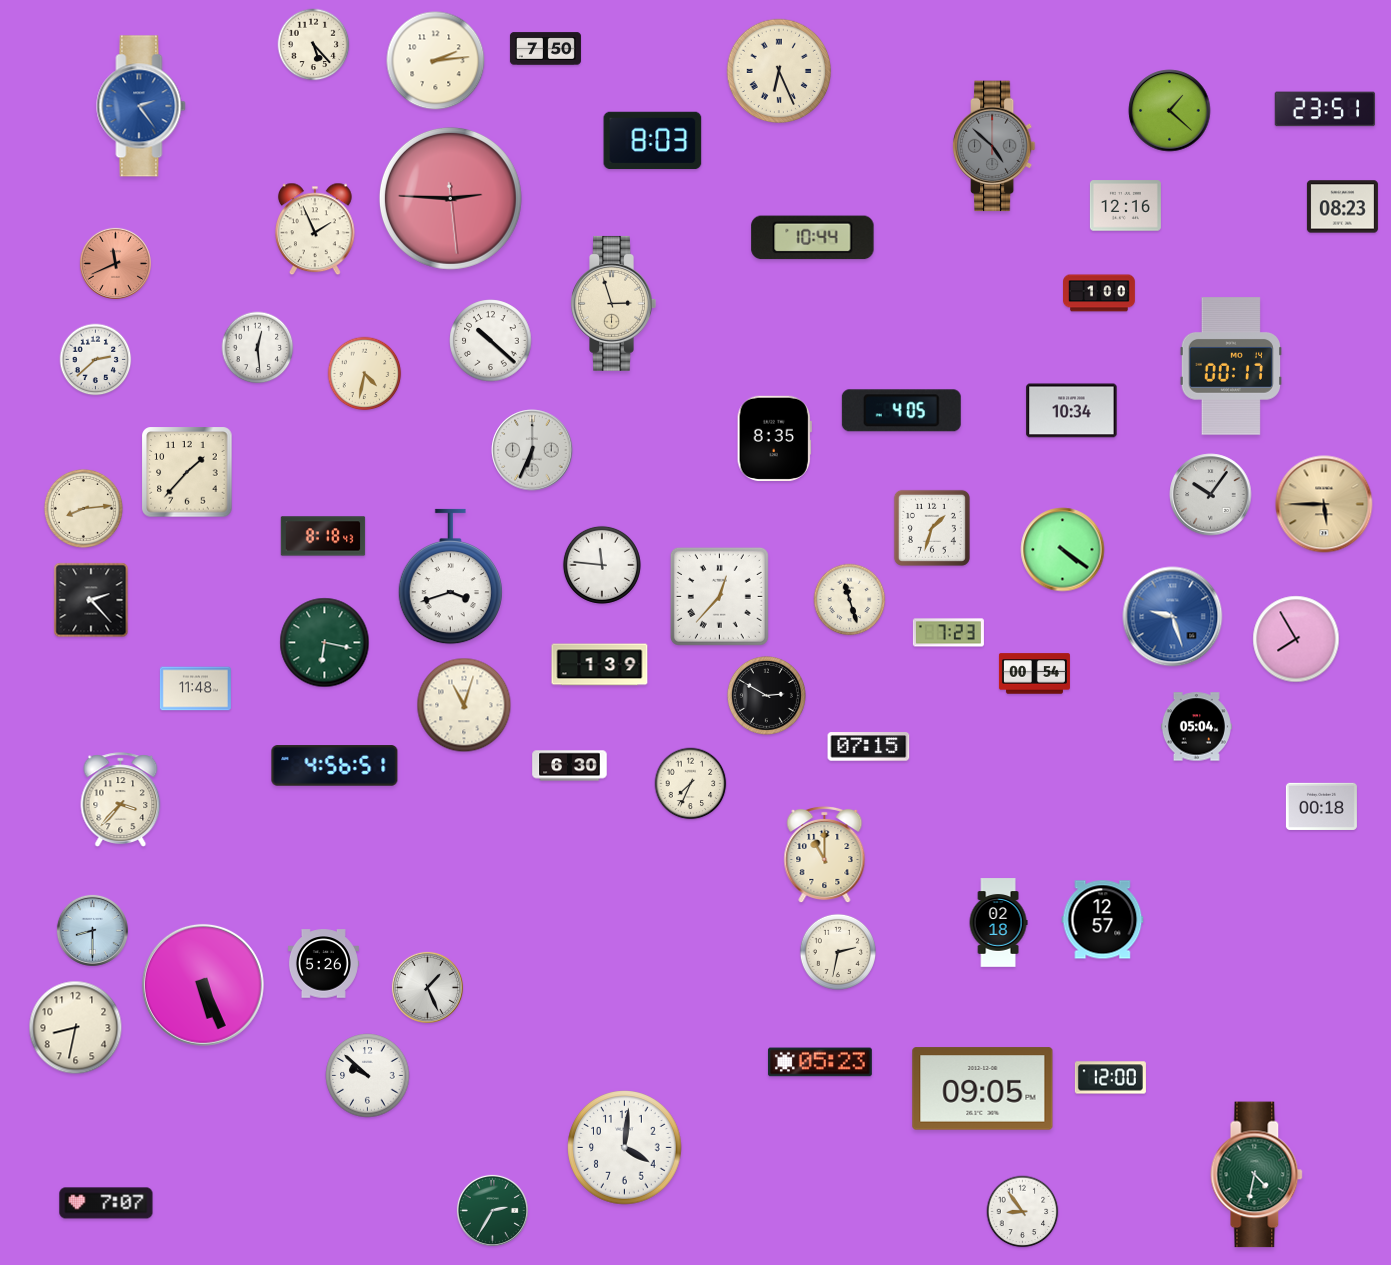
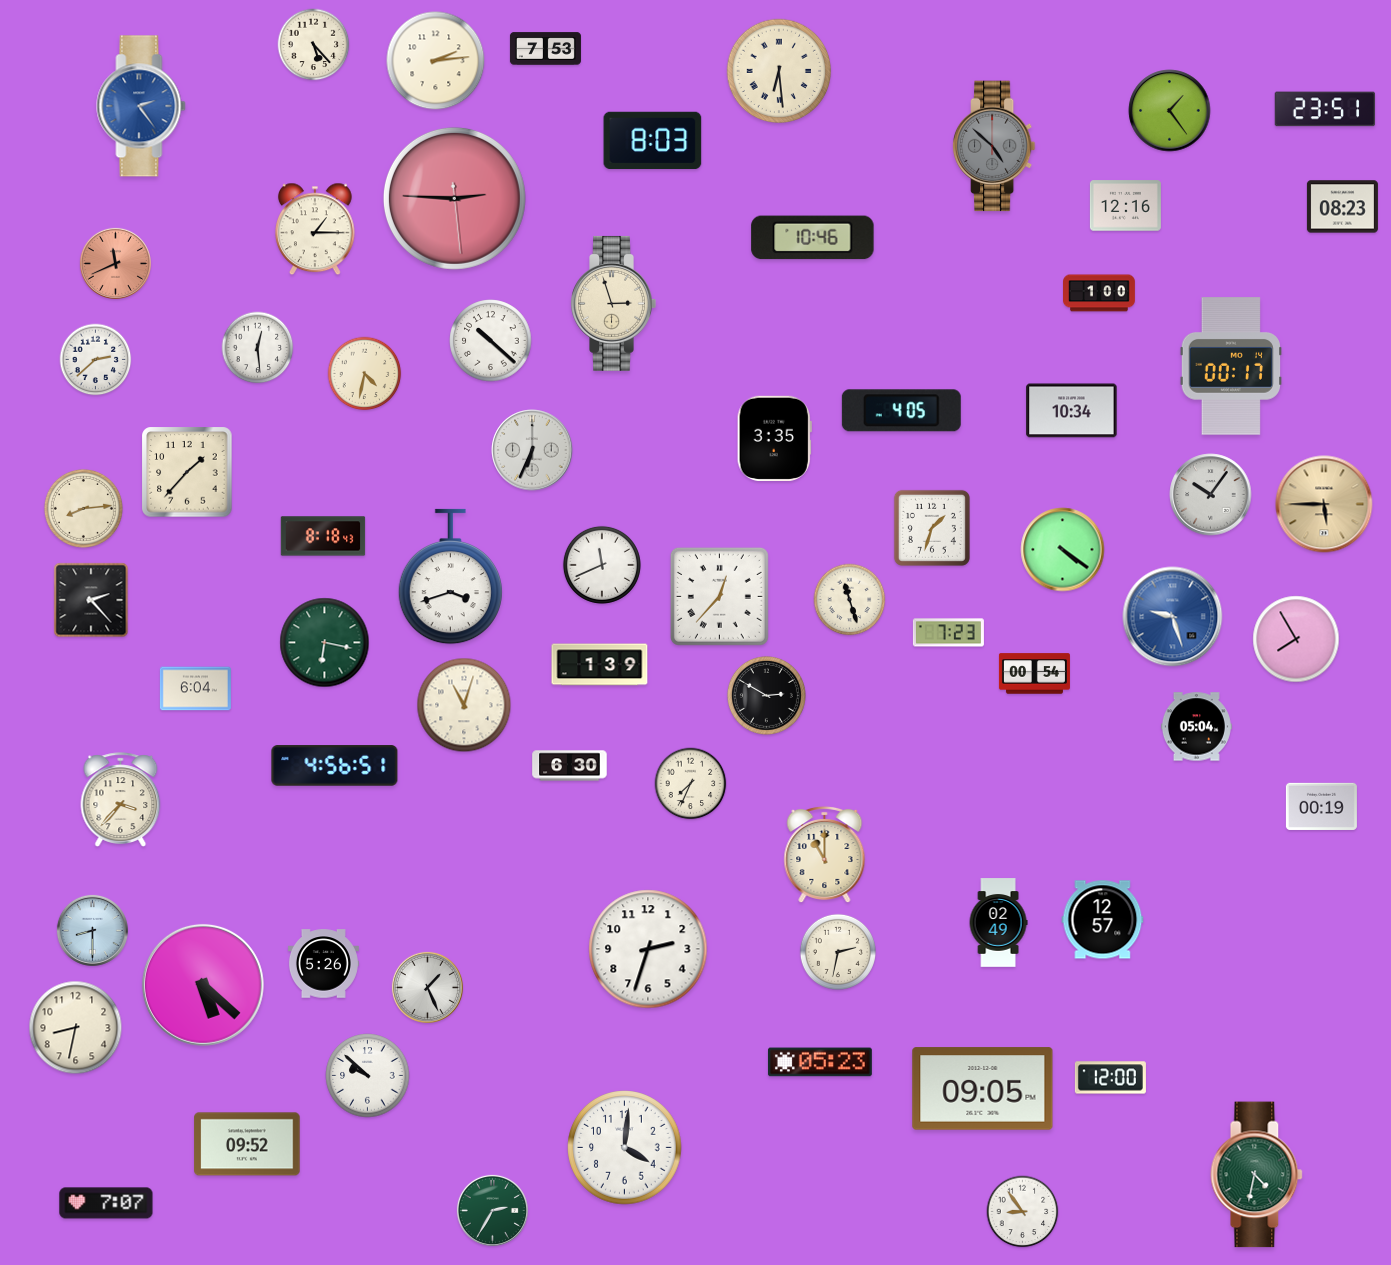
clock at (545, 49): 7:50 -> 7:53
clock at (779, 71): 6:26 -> 6:29
clock at (1170, 111): 1:22 -> 1:24
clock at (450, 198) position: (450, 198) -> (454, 198)
clock at (316, 229): 1:56 -> 1:15
clock at (813, 238): 10:44 -> 10:46
clock at (774, 438): 8:35 -> 3:35
clock at (602, 565): 11:46 -> 11:41
clock at (195, 689): 11:48 -> 6:04
clock at (869, 747): 07:15 -> none
clock at (1321, 806): 00:18 -> 00:19
clock at (998, 923): 02:18 -> 02:49
clock at (648, 949): none -> 2:33
clock at (203, 985): 5:26 -> 5:22
clock at (247, 1144): none -> 09:52
